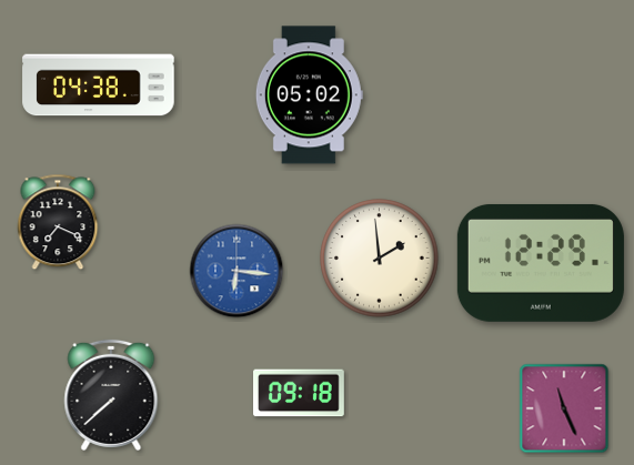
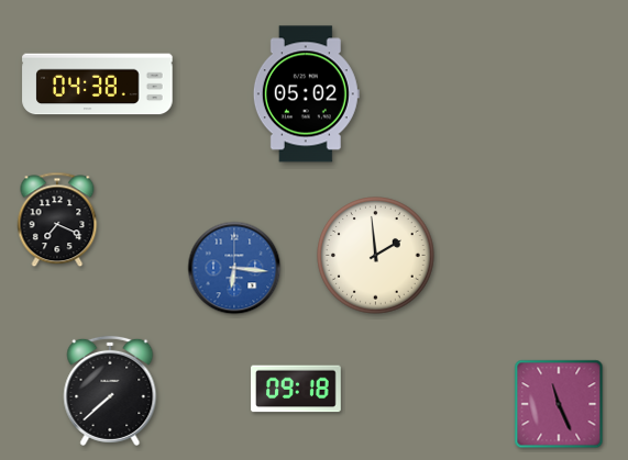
clock at (541, 263): 12:29 -> none
